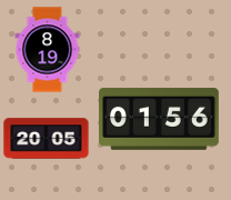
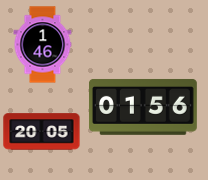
clock at (48, 50): 8:19 -> 1:46
clock at (47, 139) position: (47, 139) -> (42, 132)
